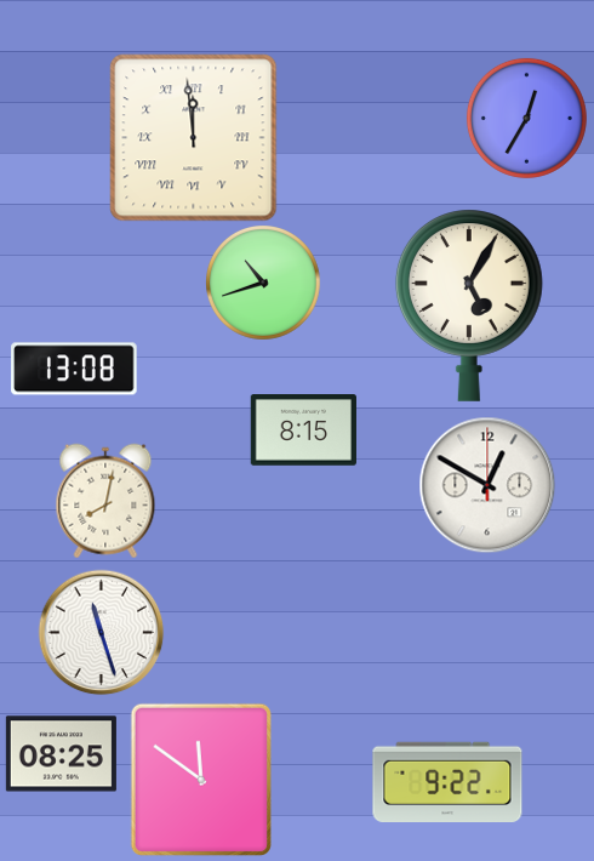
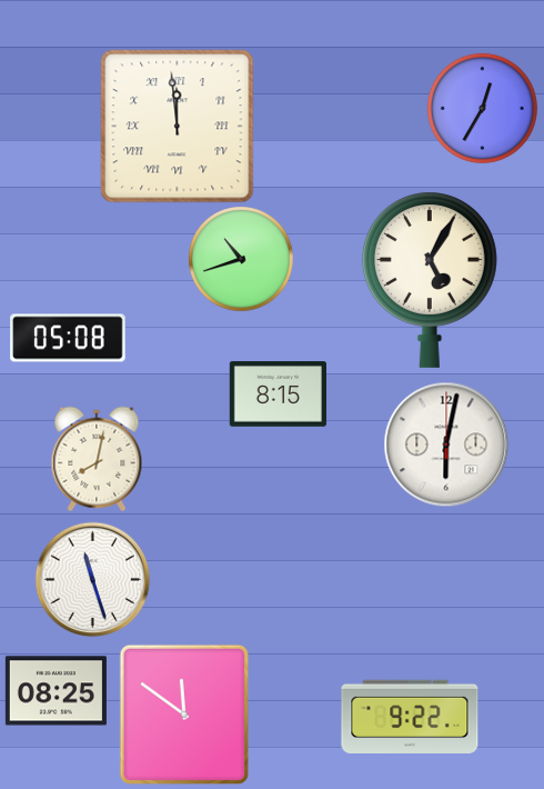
clock at (74, 369): 13:08 -> 05:08
clock at (487, 485): 12:50 -> 6:02
